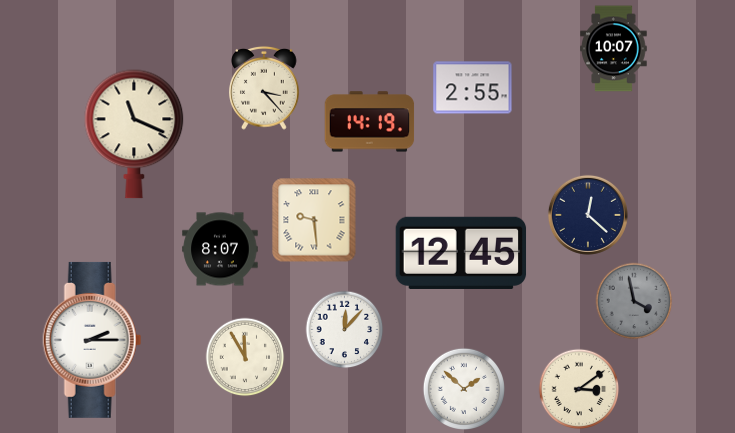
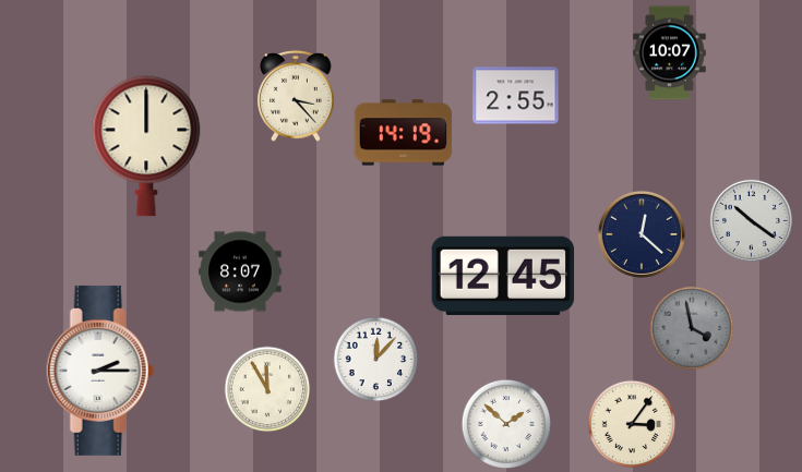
clock at (264, 88) position: (264, 88) -> (296, 96)
clock at (134, 134): 11:19 -> 12:00
clock at (751, 220): none -> 10:21
clock at (314, 220): 9:29 -> none
clock at (579, 389): 3:09 -> 3:06
